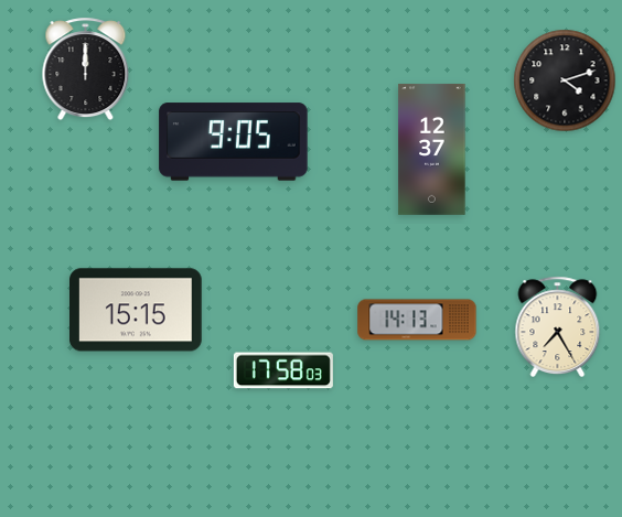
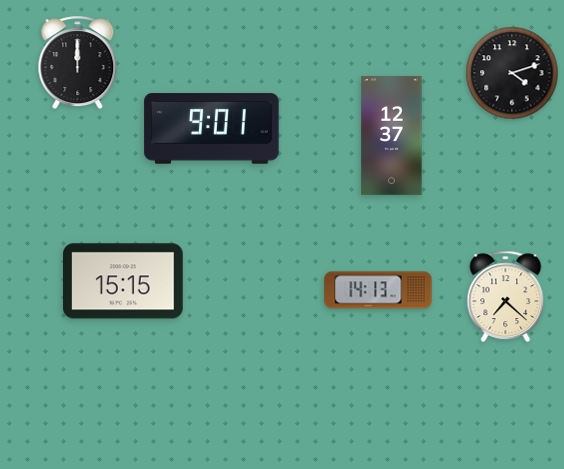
clock at (234, 142): 9:05 -> 9:01
clock at (558, 326): 7:25 -> 7:22
clock at (283, 370): 17:58 -> none
